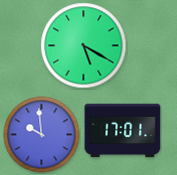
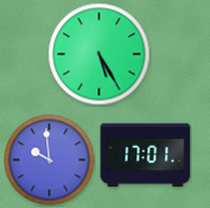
clock at (84, 46): 5:20 -> 5:25
